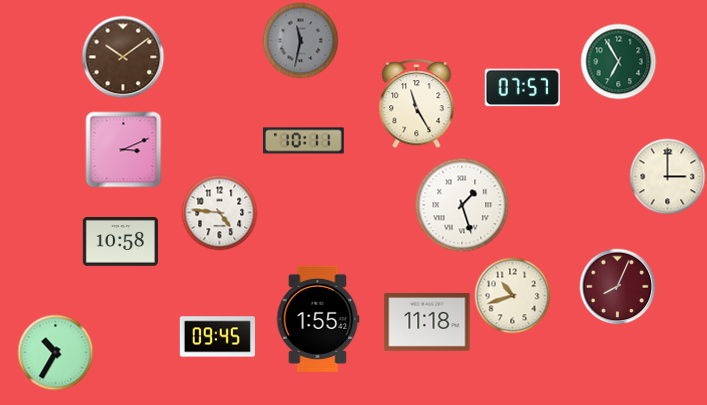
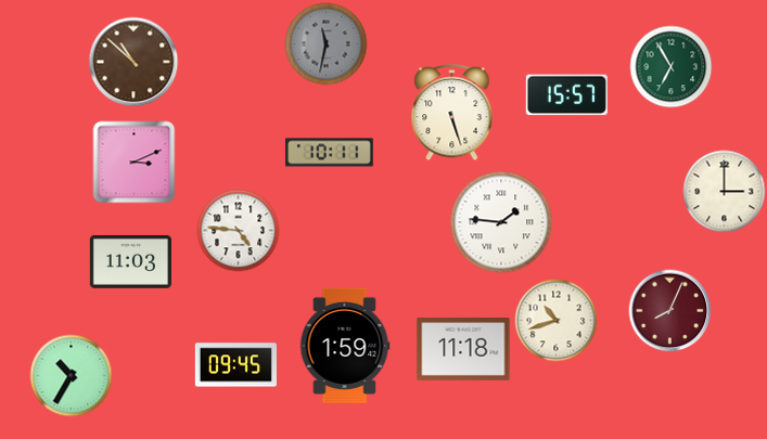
clock at (123, 57): 10:09 -> 10:52
clock at (522, 88): 07:57 -> 15:57
clock at (417, 104): 11:25 -> 5:27
clock at (462, 205): 1:27 -> 1:46
clock at (120, 241): 10:58 -> 11:03
clock at (318, 319): 1:55 -> 1:59
clock at (56, 353) position: (56, 353) -> (72, 376)
